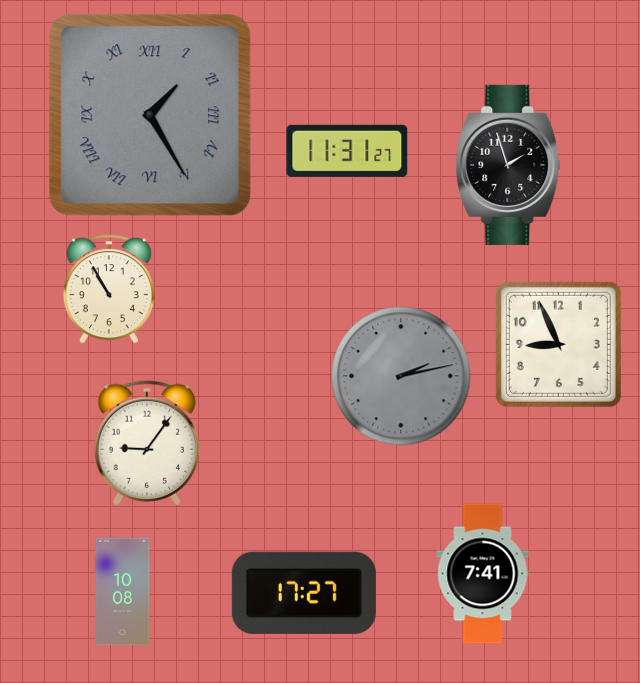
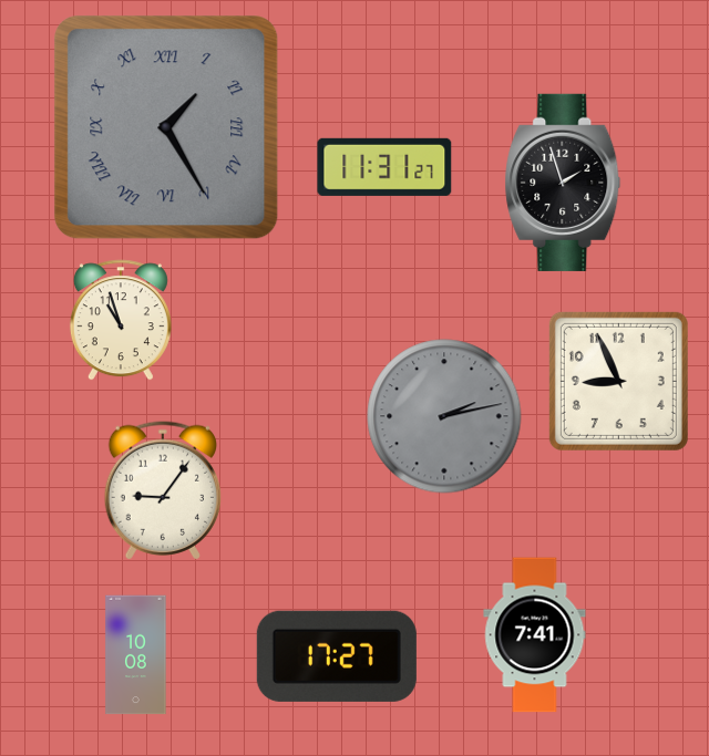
clock at (109, 289): 10:55 -> 10:57
